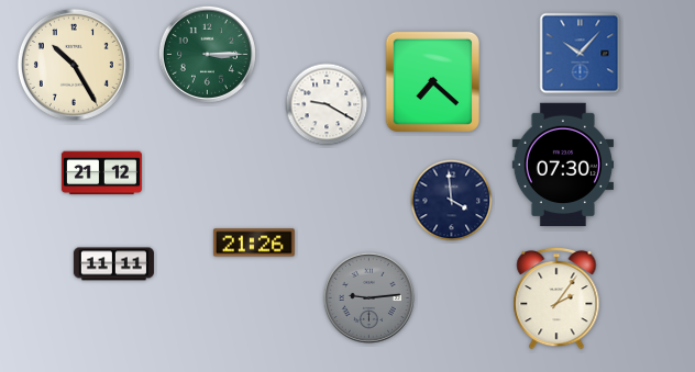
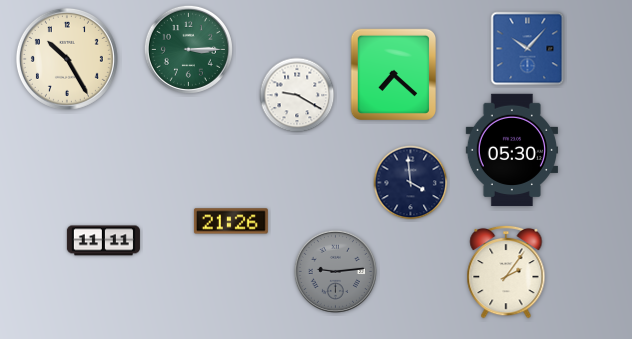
clock at (562, 165): 07:30 -> 05:30
clock at (101, 173): 21:12 -> none
